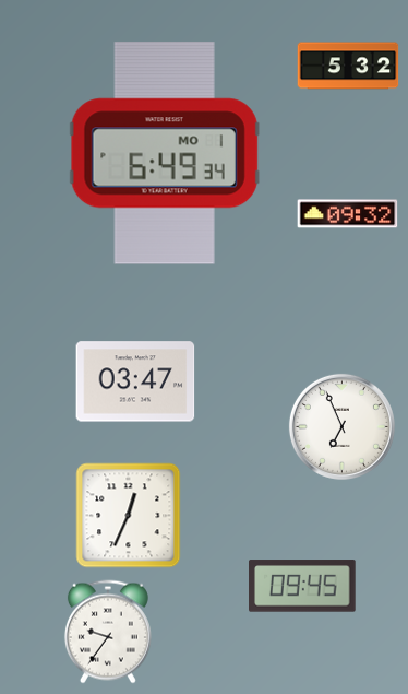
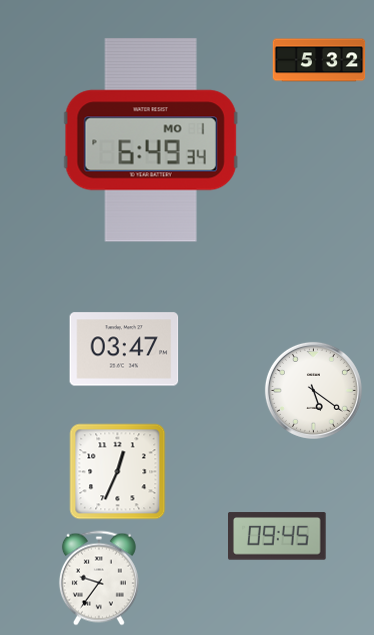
clock at (348, 214): 09:32 -> none
clock at (341, 426): 6:56 -> 5:21
